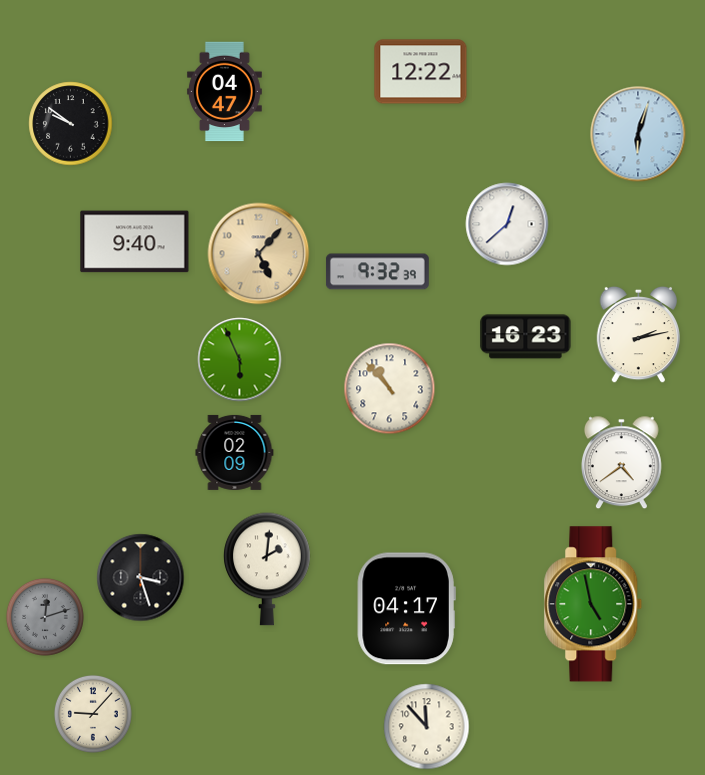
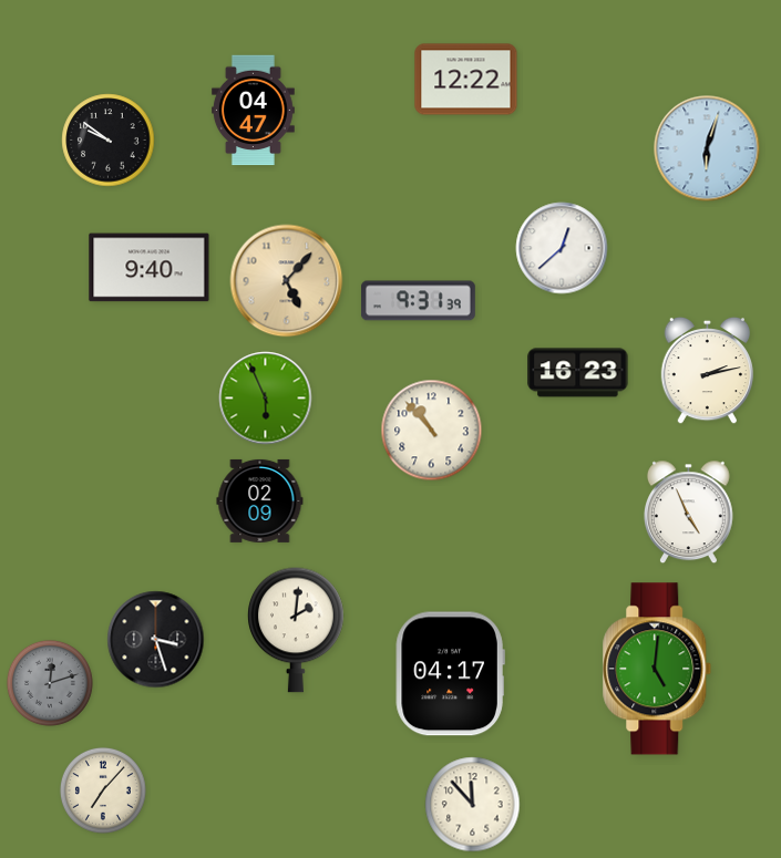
clock at (224, 92) position: (224, 92) -> (253, 111)
clock at (71, 124) position: (71, 124) -> (109, 141)
clock at (377, 272): 9:32 -> 9:31
clock at (526, 337) position: (526, 337) -> (578, 373)
clock at (621, 463): 4:39 -> 4:56
clock at (593, 604): 4:58 -> 5:01
clock at (93, 714): 9:07 -> 7:07
